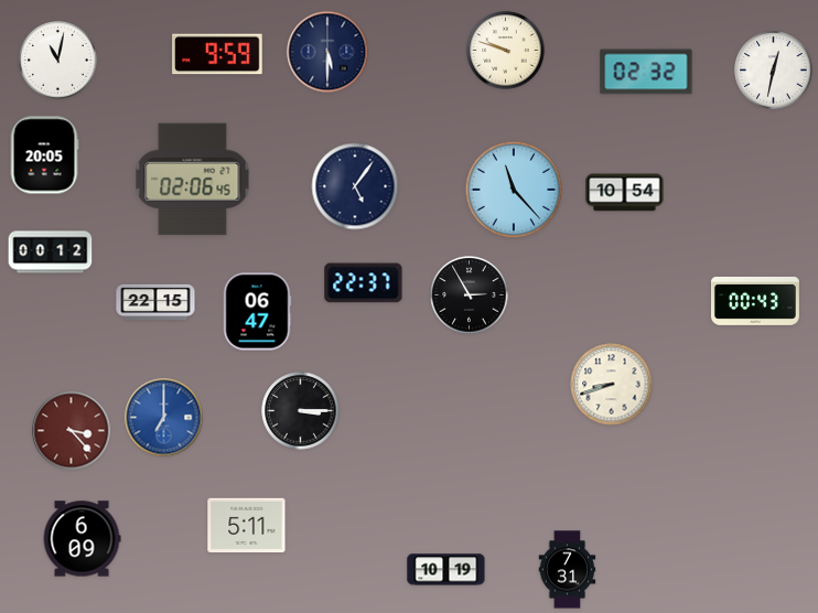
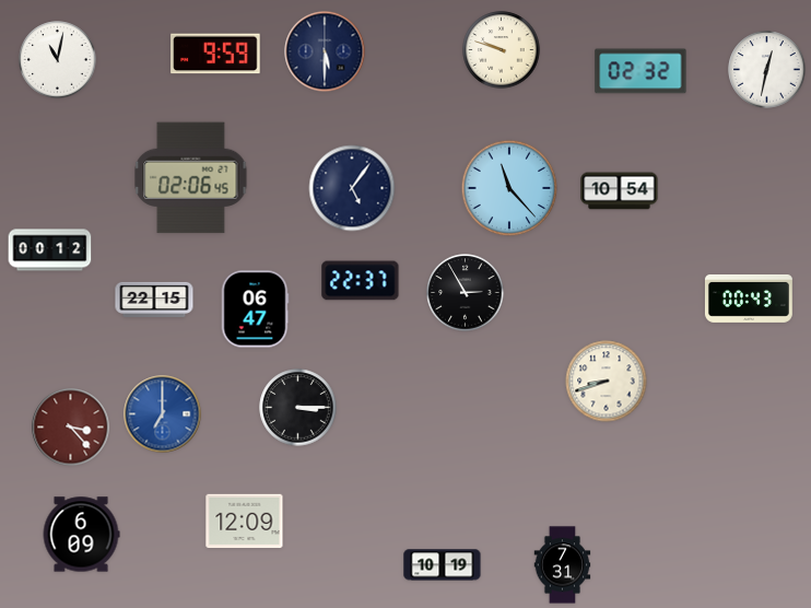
clock at (44, 155): 20:05 -> none
clock at (355, 186) position: (355, 186) -> (352, 188)
clock at (247, 526): 5:11 -> 12:09
